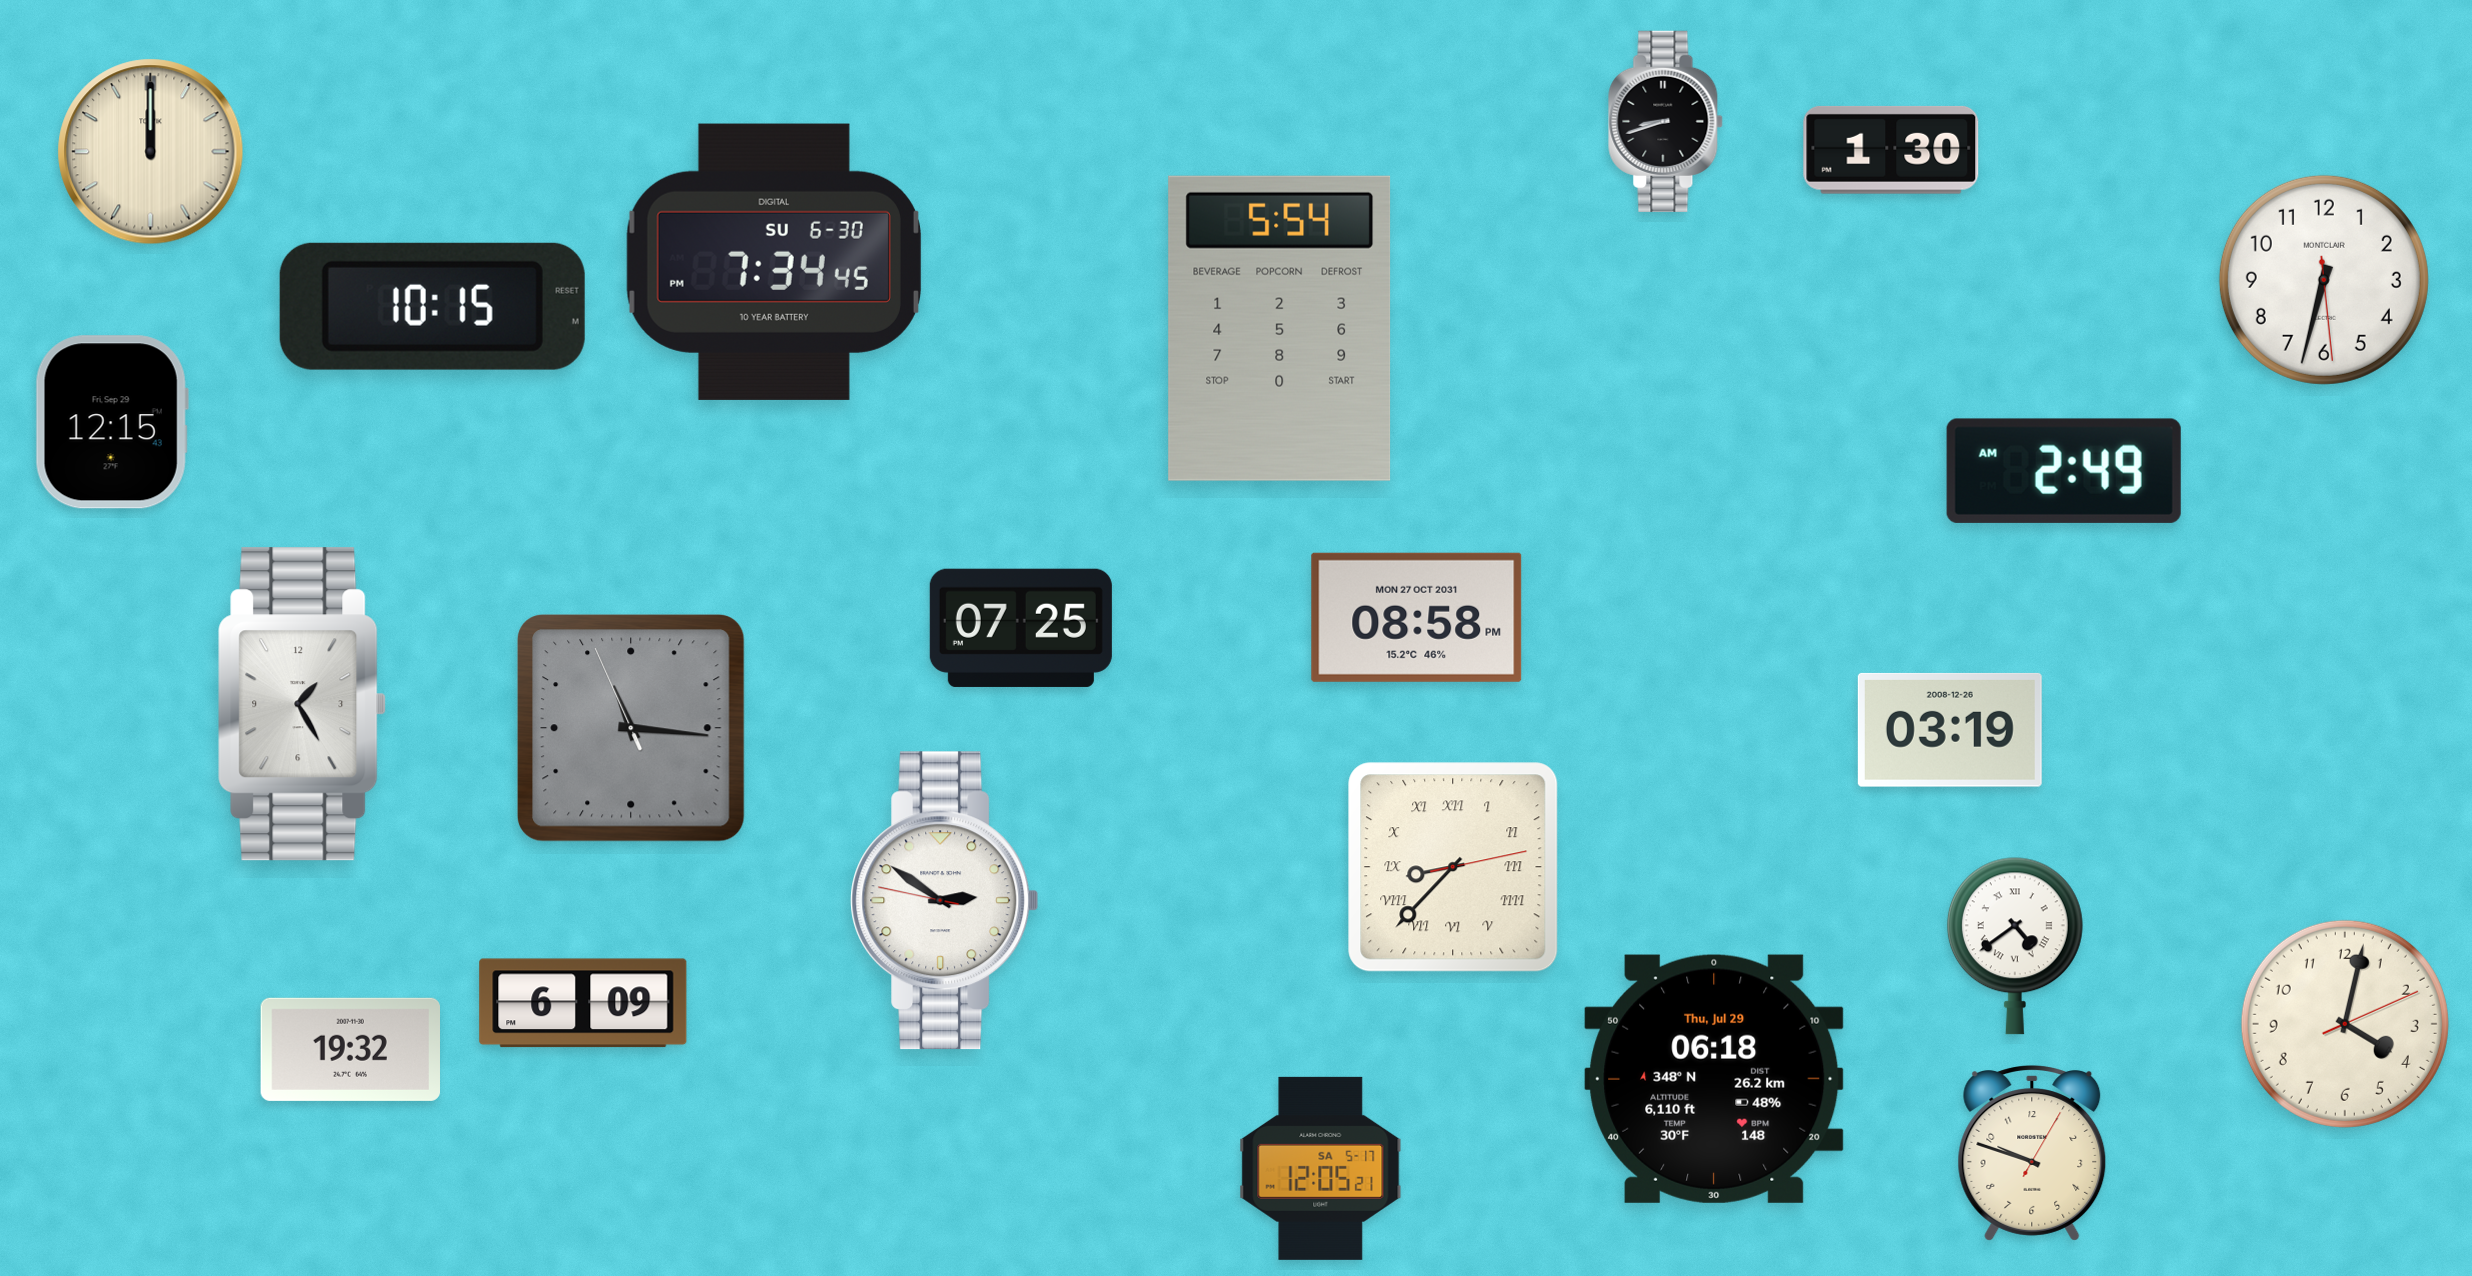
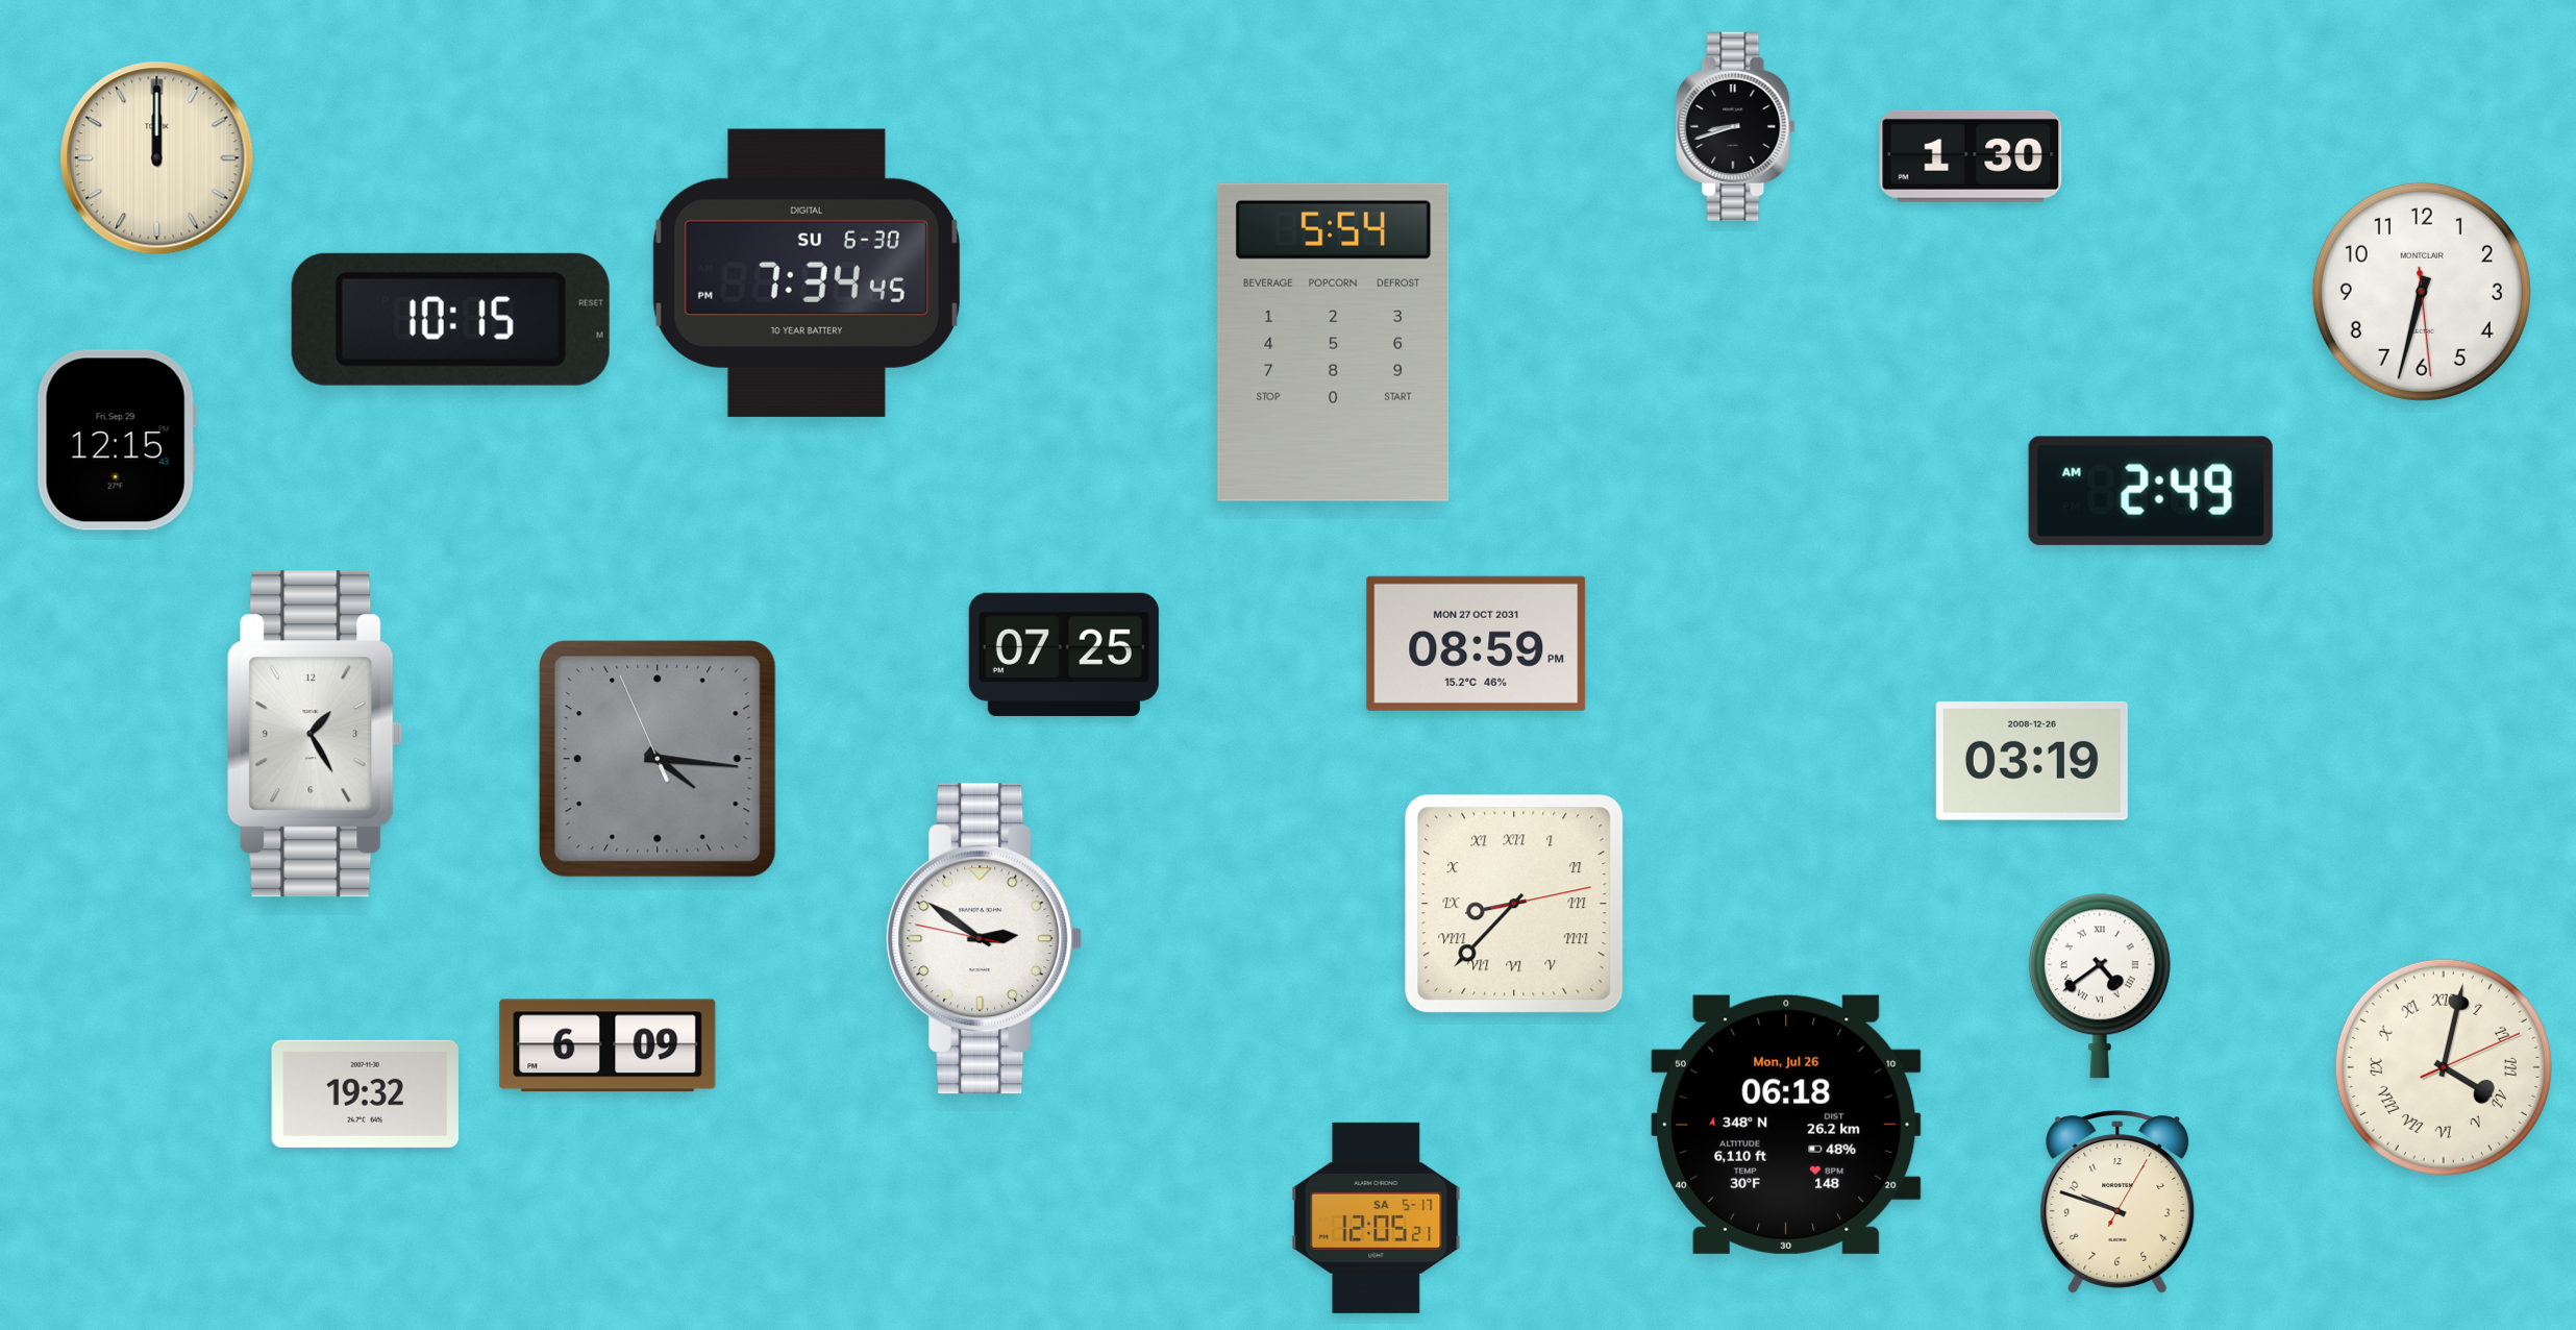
clock at (1417, 617): 08:58 -> 08:59
clock at (631, 728): 11:15 -> 4:15
clock at (2345, 1024) numerals: Arabic -> Roman
clock at (1714, 1079) date: Thu, Jul 29 -> Mon, Jul 26
